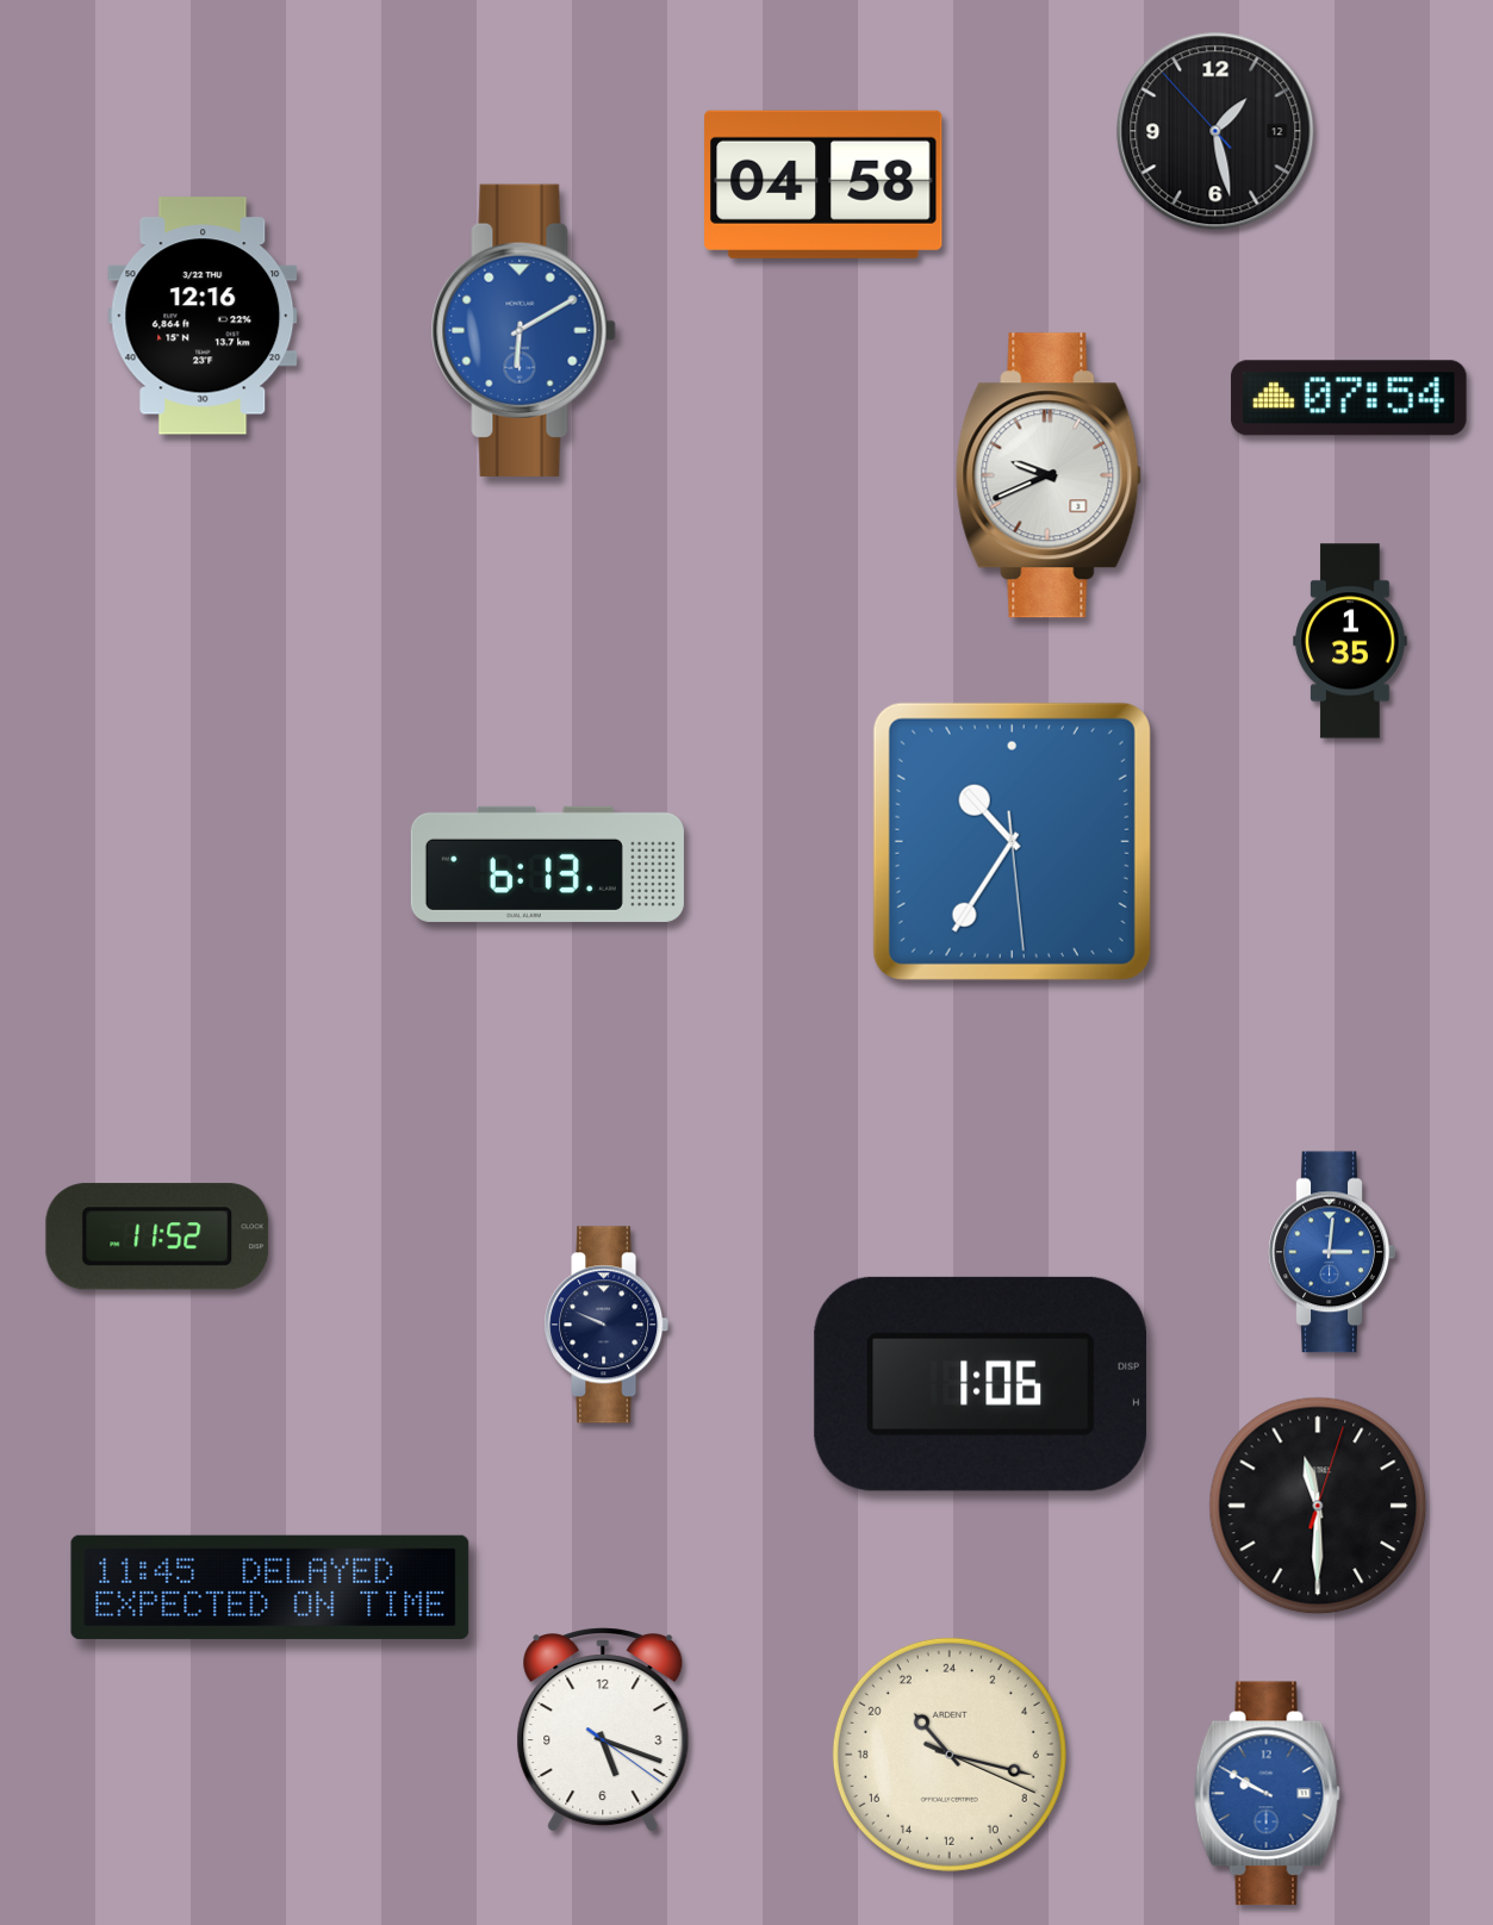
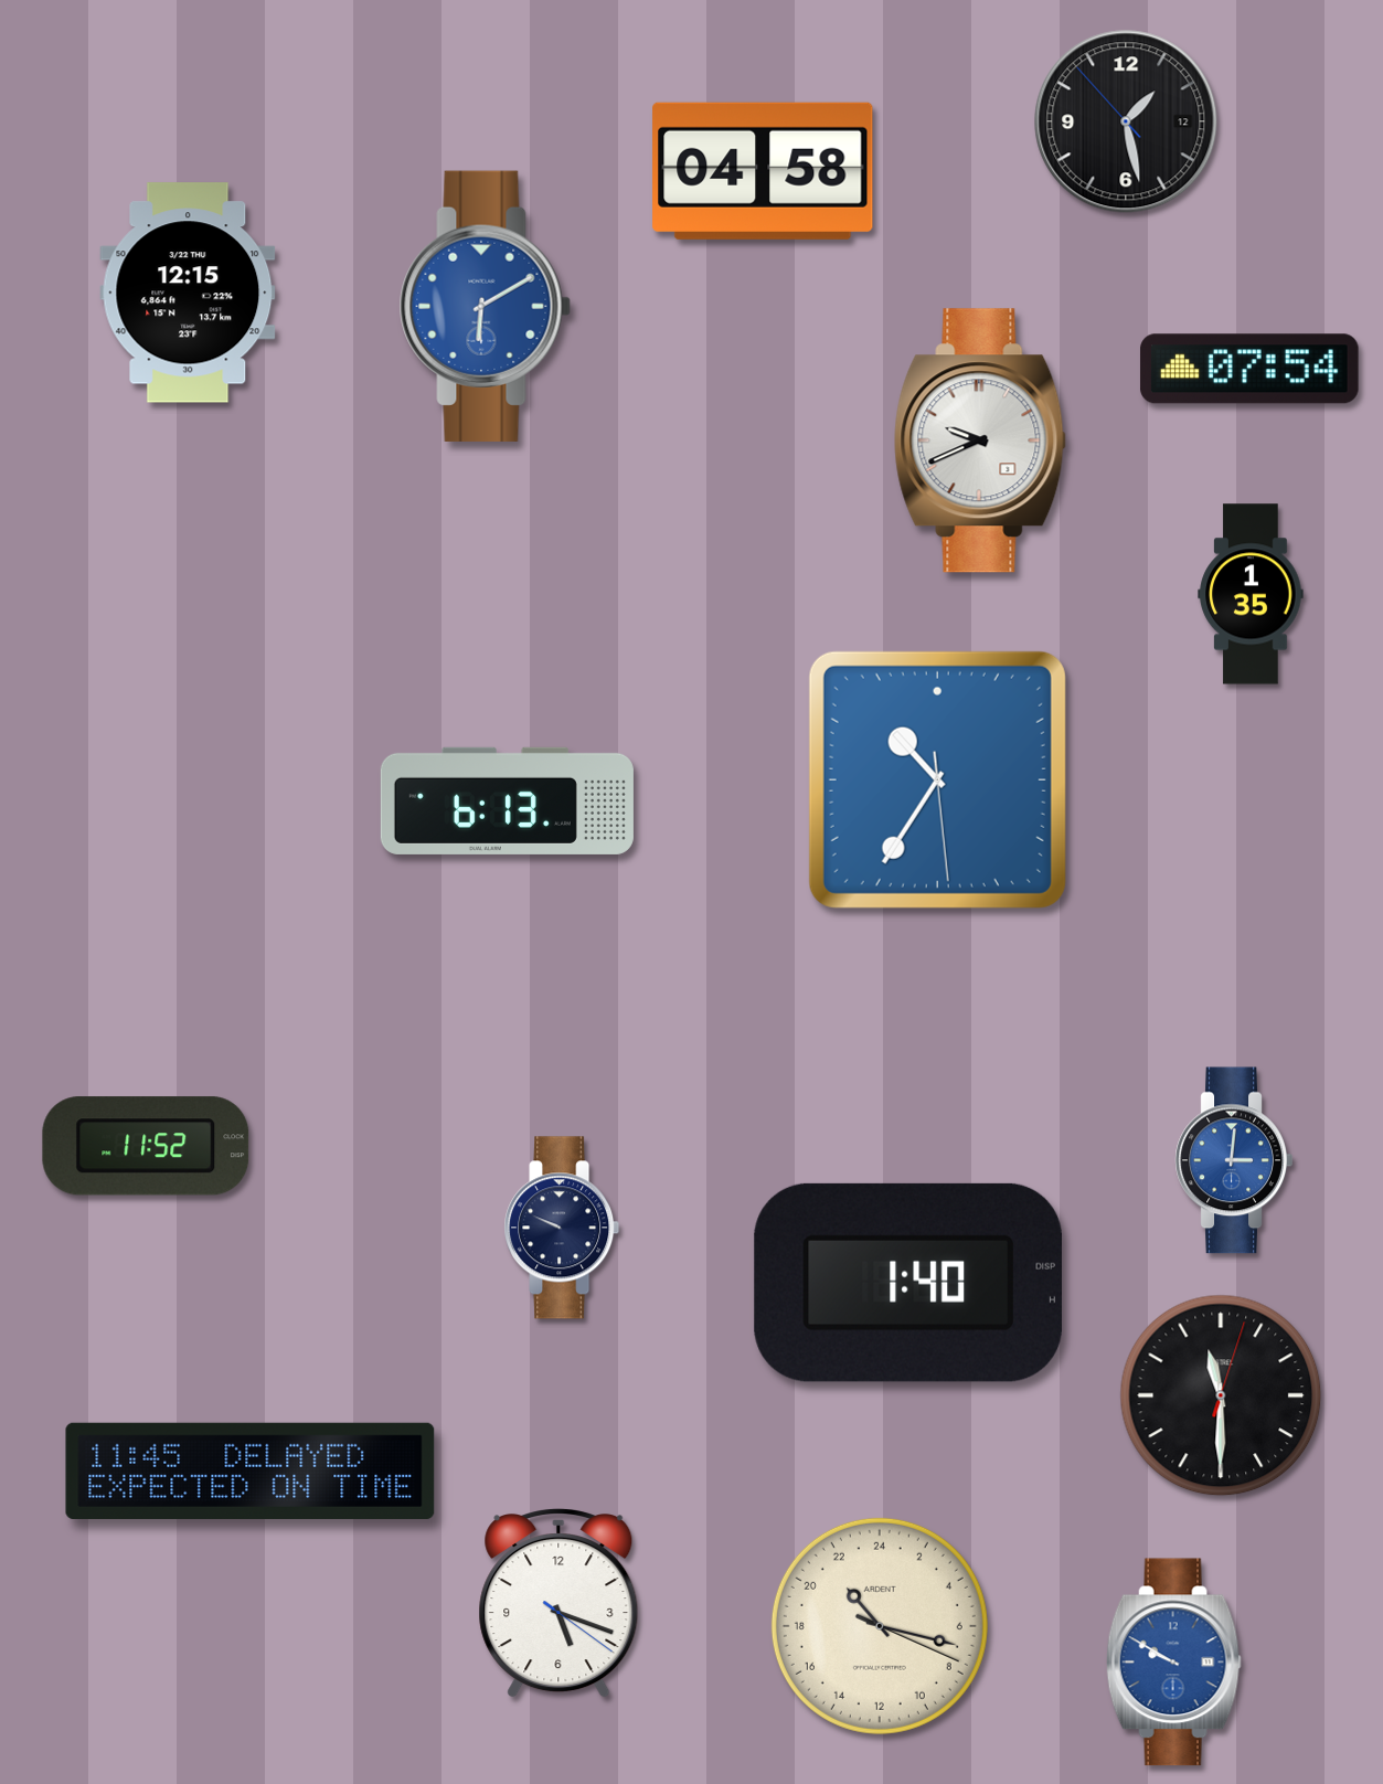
clock at (203, 316): 12:16 -> 12:15
clock at (1049, 475) position: (1049, 475) -> (980, 440)
clock at (981, 1384): 1:06 -> 1:40
